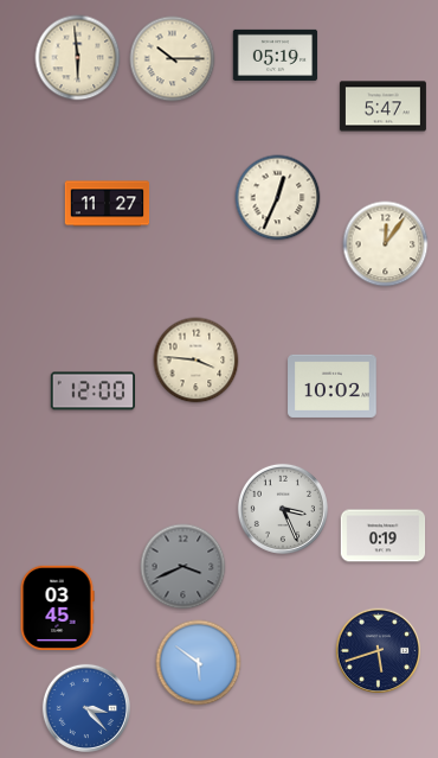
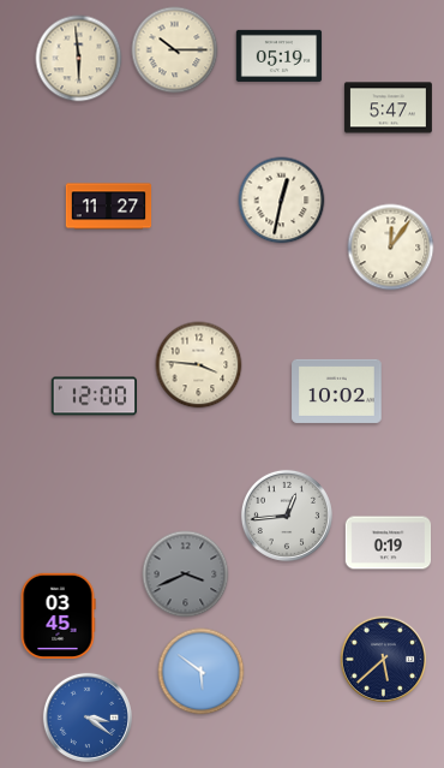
clock at (173, 59) position: (173, 59) -> (175, 50)
clock at (278, 198): 12:34 -> 12:32
clock at (283, 509): 3:26 -> 12:44
clock at (379, 651): 5:42 -> 5:38
clock at (86, 708): 3:23 -> 3:21
